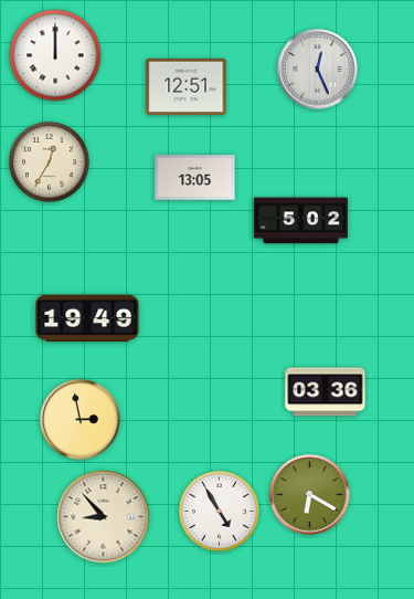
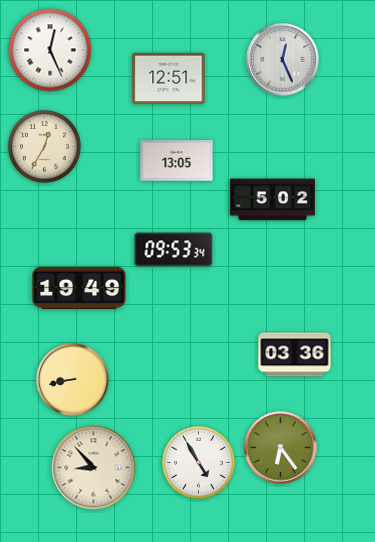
clock at (55, 55): 12:00 -> 12:26
clock at (318, 70) position: (318, 70) -> (283, 60)
clock at (174, 250): none -> 09:53
clock at (81, 420): 2:58 -> 8:43
clock at (310, 495): 6:20 -> 6:24
